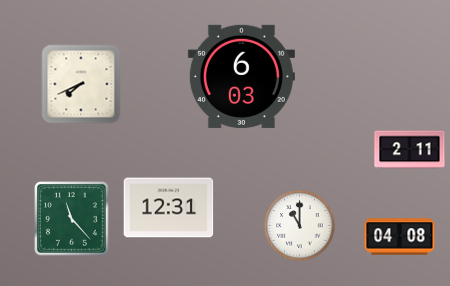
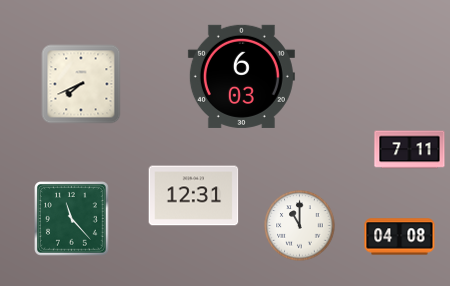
clock at (410, 150): 2:11 -> 7:11
clock at (169, 208) position: (169, 208) -> (194, 196)
